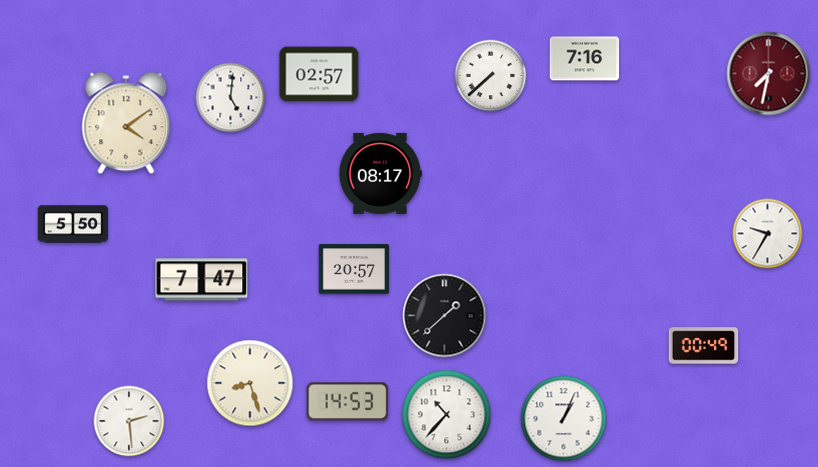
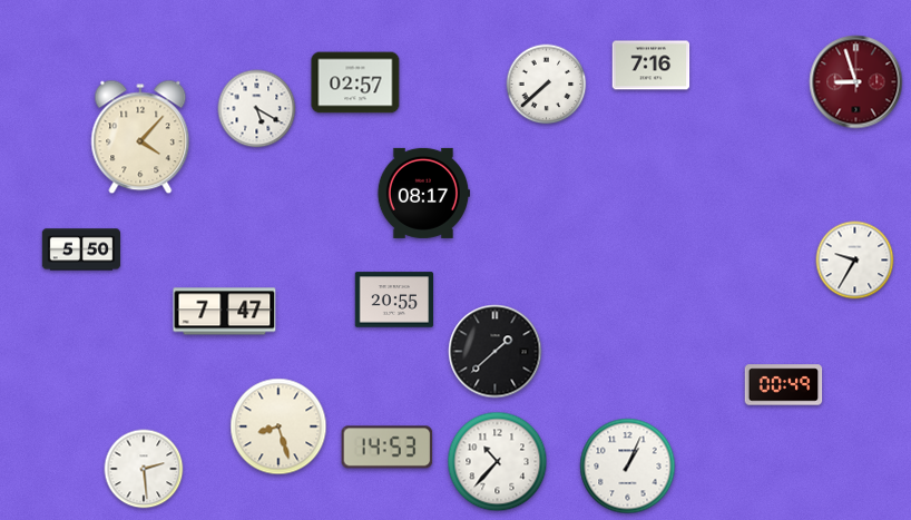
clock at (769, 74): 7:32 -> 8:57
clock at (231, 98): 5:01 -> 5:20
clock at (126, 123): 4:09 -> 4:07
clock at (354, 269): 20:57 -> 20:55
